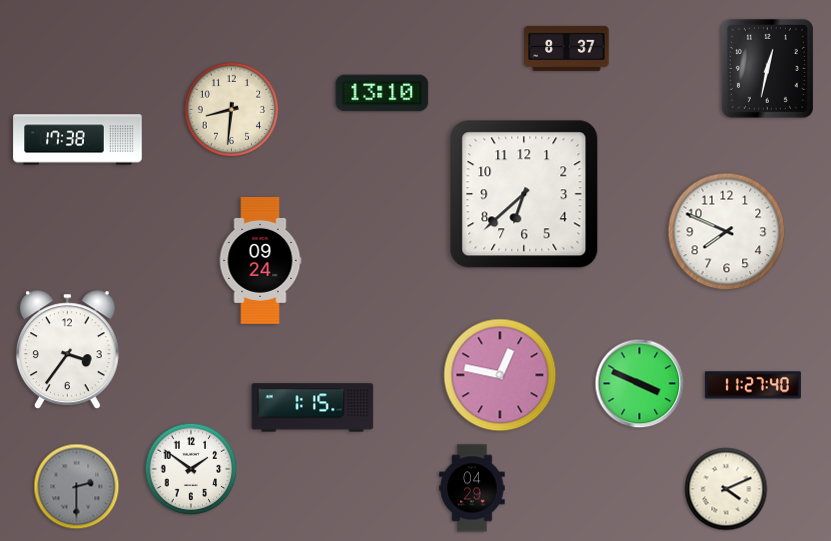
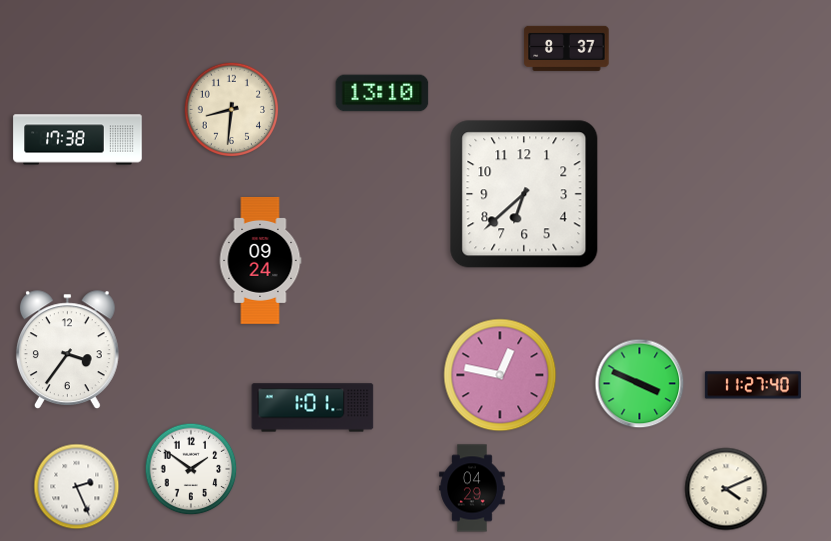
clock at (767, 68): 12:32 -> none
clock at (727, 232): 7:49 -> none
clock at (313, 408): 1:15 -> 1:01
clock at (77, 487): 2:30 -> 2:26
clock at (77, 487) dial: grey -> white
